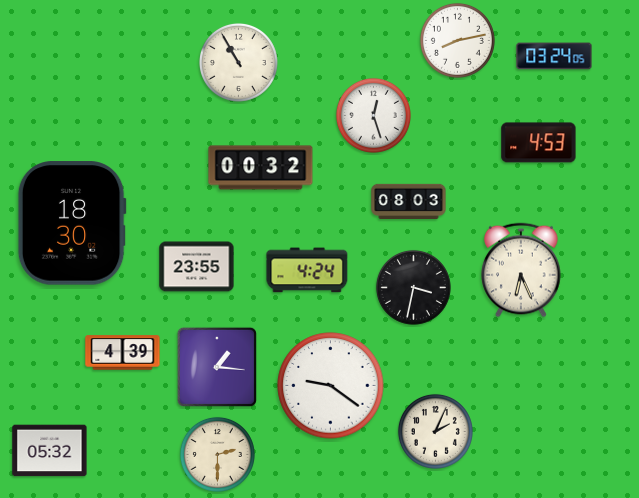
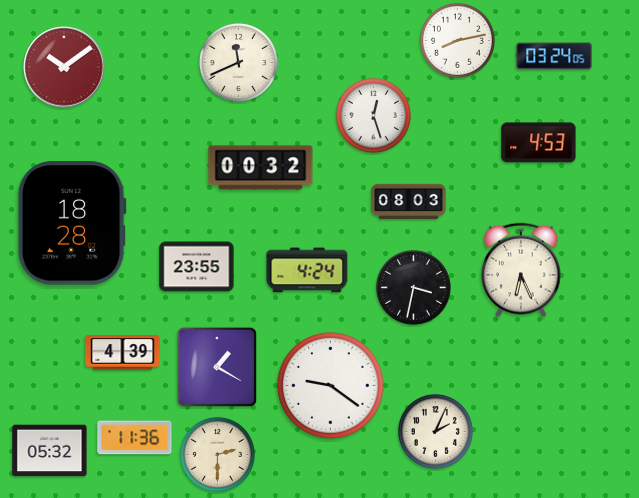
clock at (238, 62): 10:55 -> 11:41
clock at (64, 67): none -> 10:09
clock at (72, 223): 18:30 -> 18:28
clock at (217, 367): 1:16 -> 1:20
clock at (135, 438): none -> 11:36
